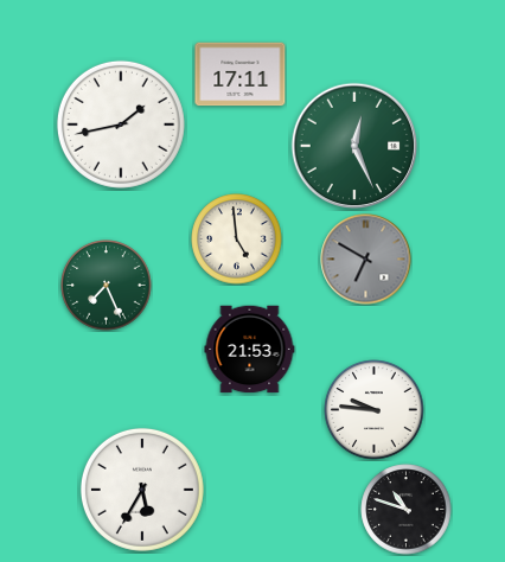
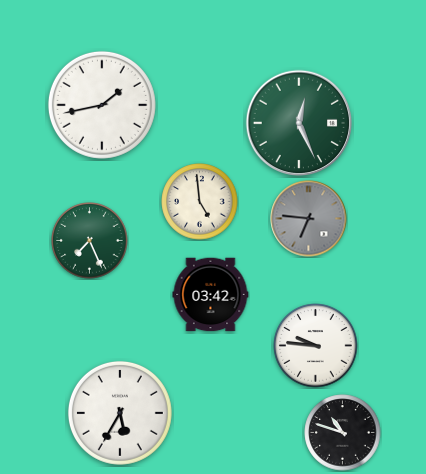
clock at (241, 75): 17:11 -> none
clock at (366, 260): 6:50 -> 6:46
clock at (250, 350): 21:53 -> 03:42
clock at (407, 510) position: (407, 510) -> (343, 433)
